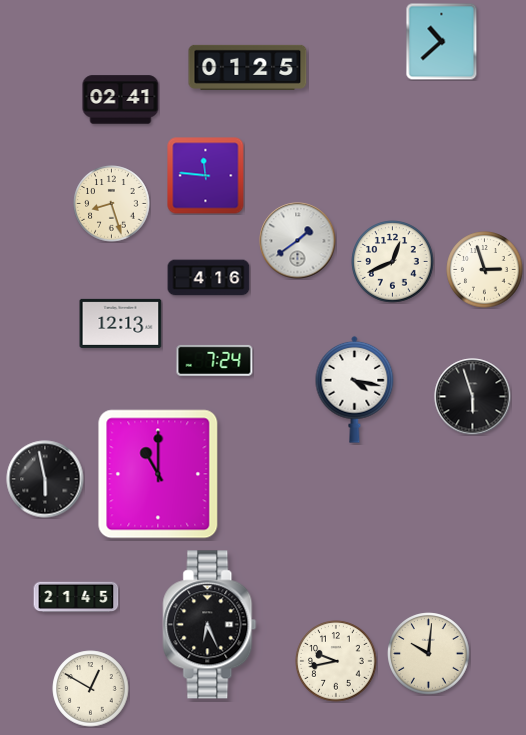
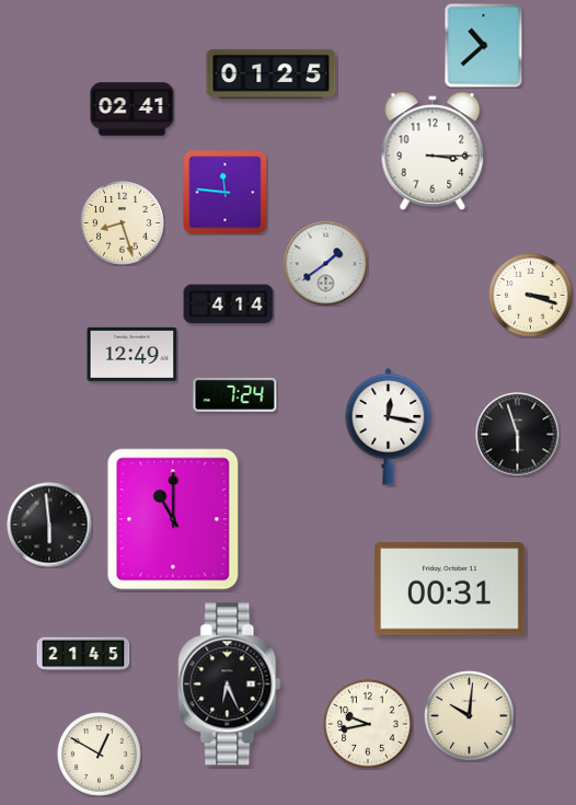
clock at (433, 151): none -> 3:15
clock at (393, 262): 12:41 -> none
clock at (485, 270): 2:57 -> 3:18
clock at (209, 278): 4:16 -> 4:14
clock at (121, 323): 12:13 -> 12:49
clock at (355, 389): 4:17 -> 12:17
clock at (45, 479): 5:58 -> 5:59
clock at (449, 589): none -> 00:31
